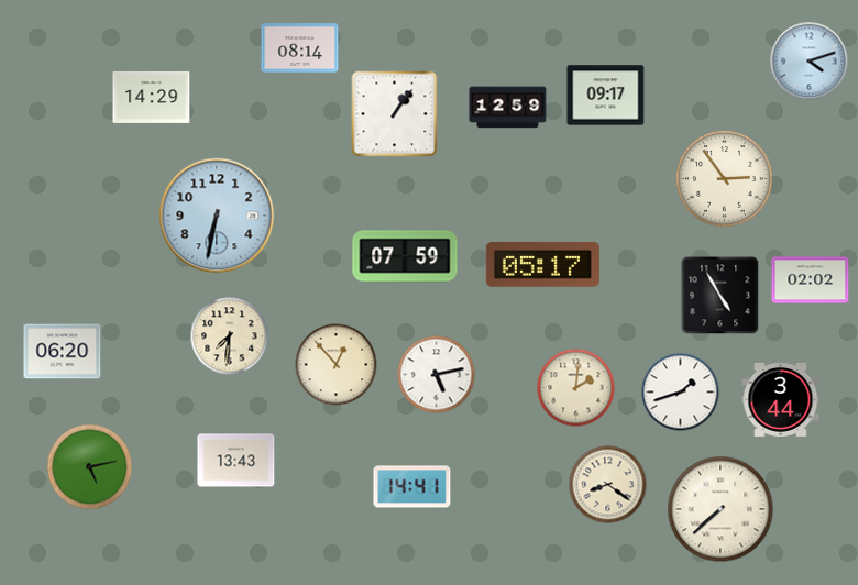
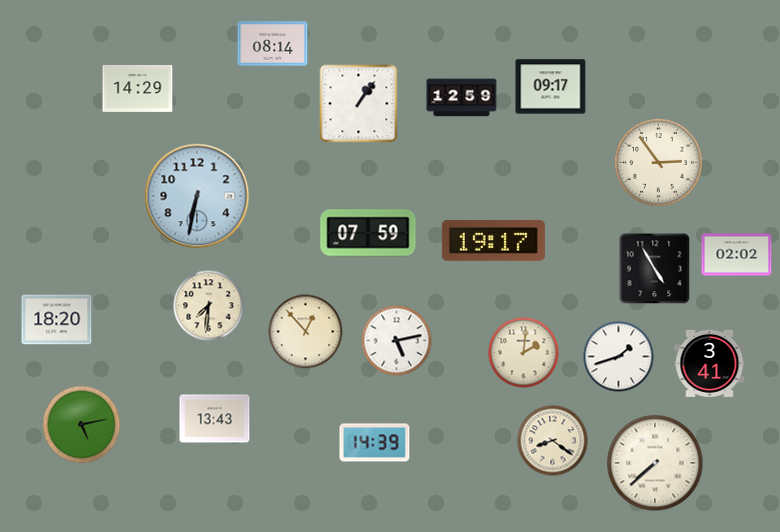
clock at (810, 62): 4:12 -> none
clock at (542, 264): 05:17 -> 19:17
clock at (63, 352): 06:20 -> 18:20
clock at (781, 399): 3:44 -> 3:41
clock at (413, 487): 14:41 -> 14:39
